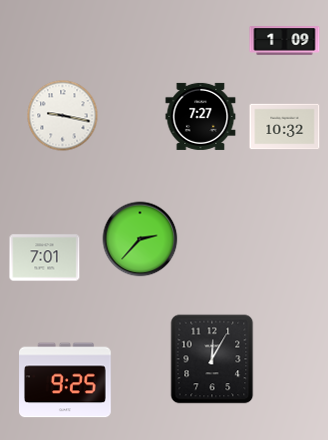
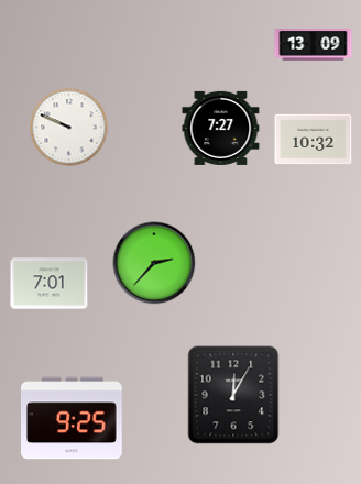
clock at (285, 41): 1:09 -> 13:09
clock at (63, 116): 9:17 -> 9:49
